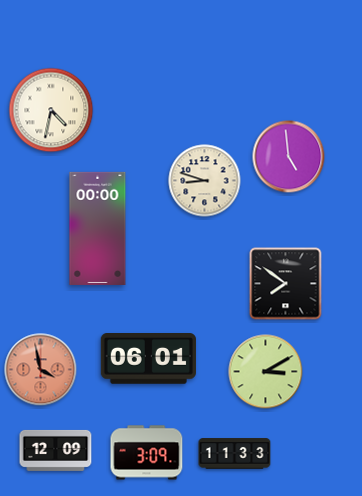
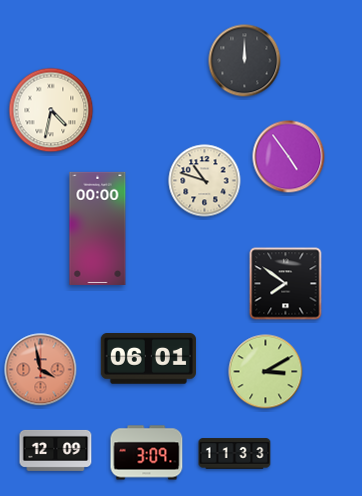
clock at (245, 61): none -> 12:00
clock at (289, 157): 4:59 -> 4:54
clock at (205, 181): 8:48 -> 10:48
